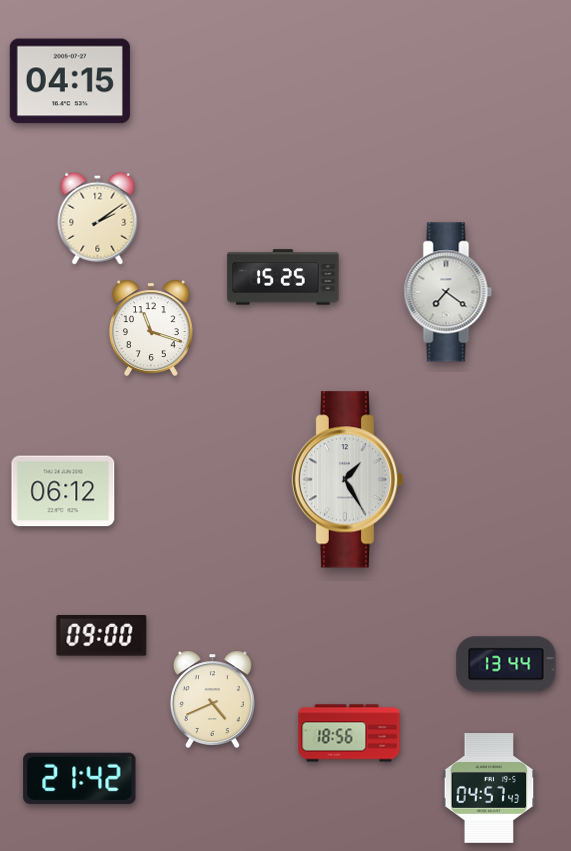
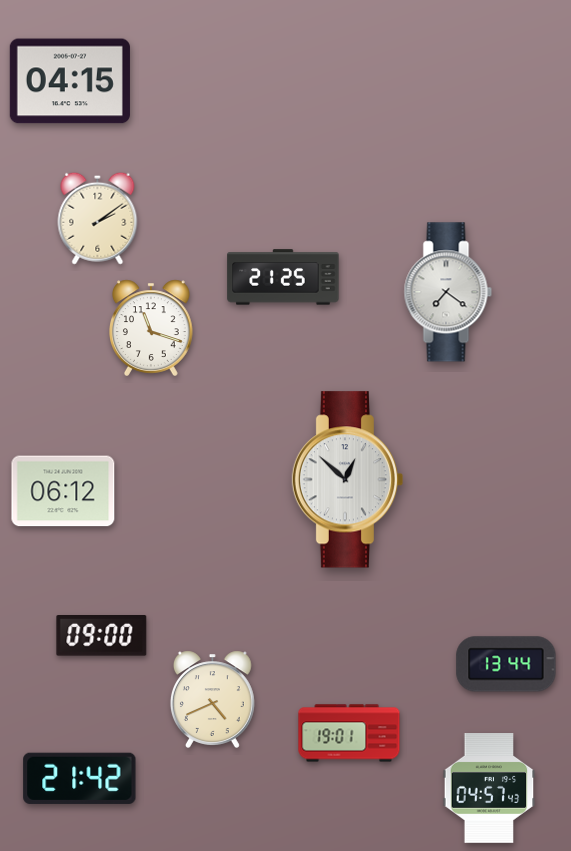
clock at (283, 277): 15:25 -> 21:25
clock at (348, 480): 1:25 -> 12:52
clock at (349, 733): 18:56 -> 19:01
